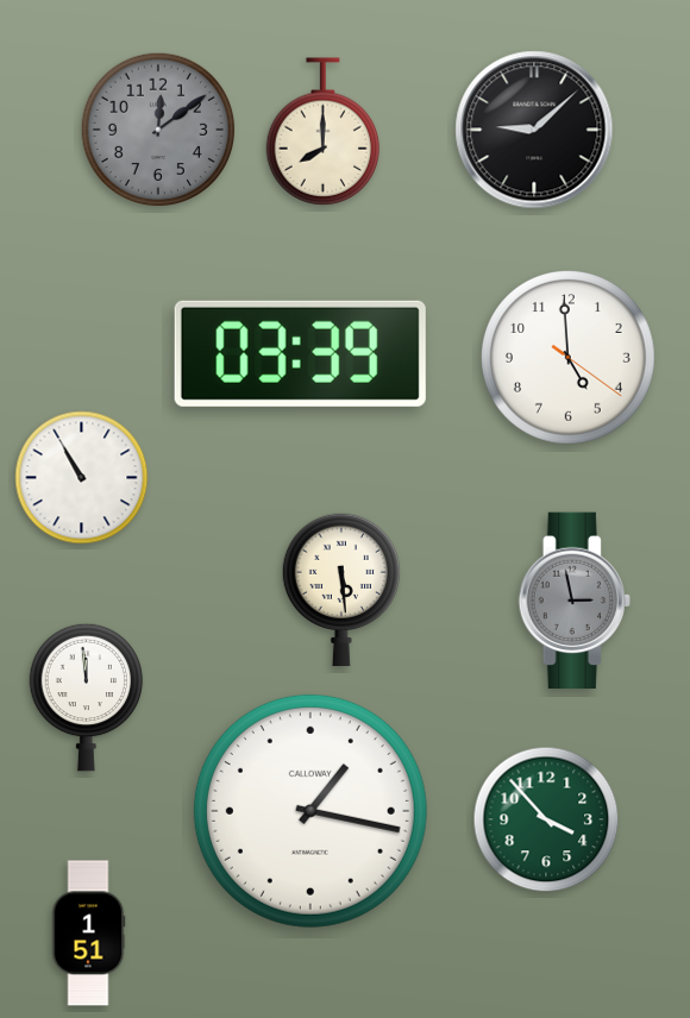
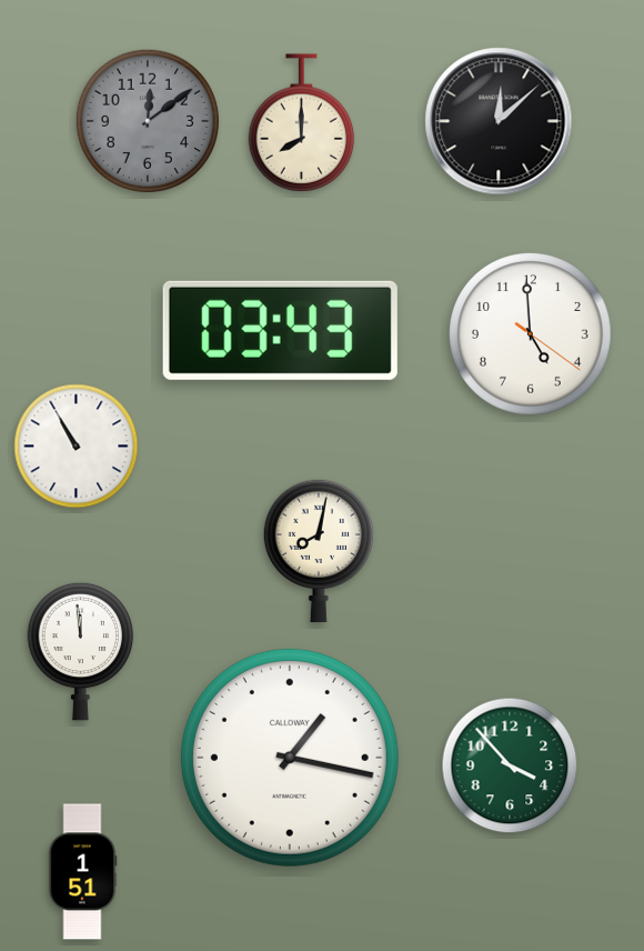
clock at (534, 130): 9:08 -> 12:08
clock at (300, 353): 03:39 -> 03:43
clock at (341, 590): 5:29 -> 8:02
clock at (575, 601): 2:58 -> none
